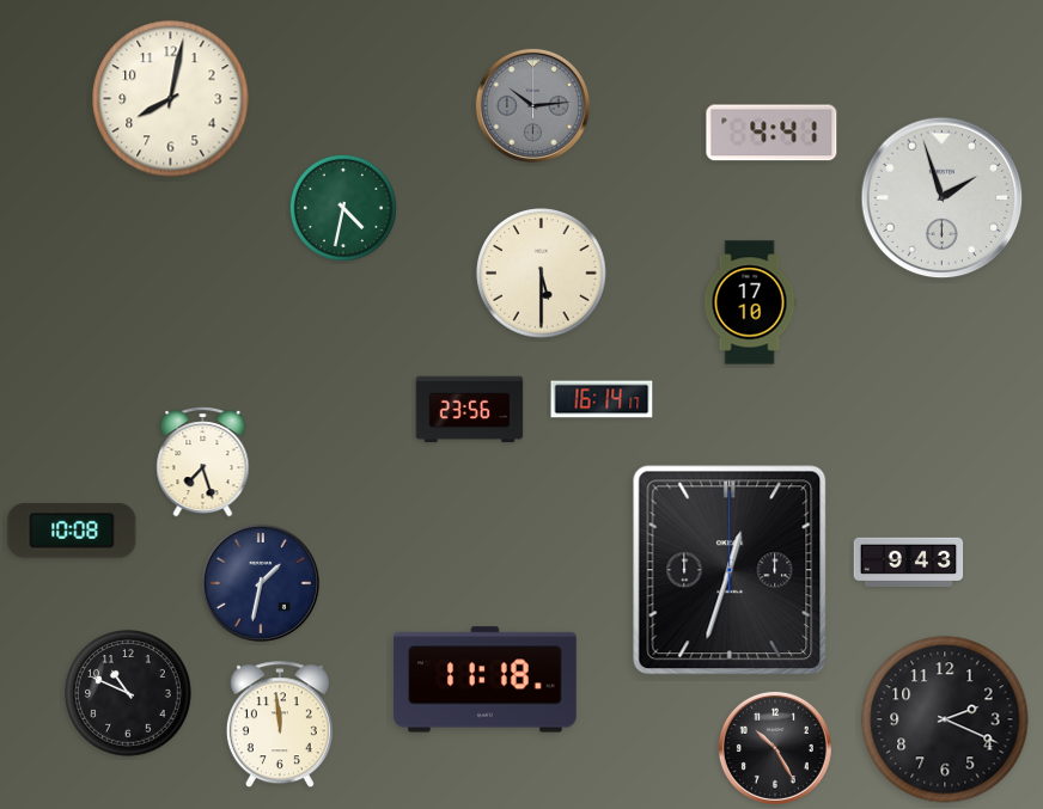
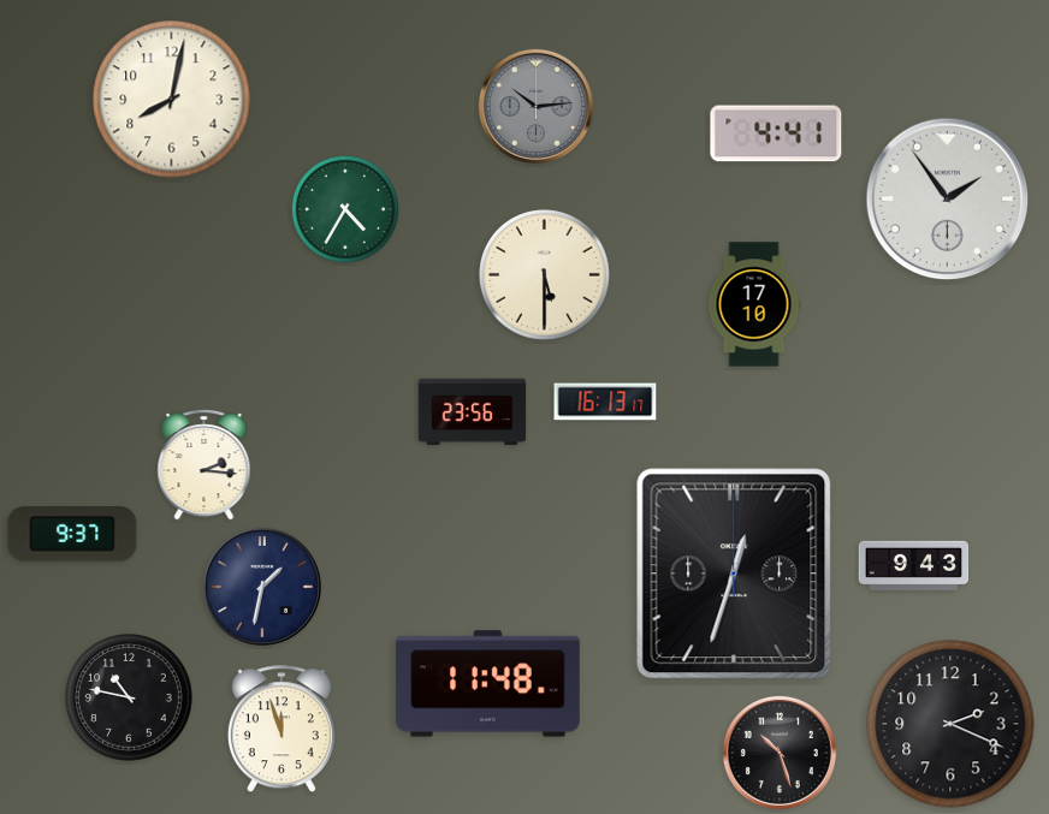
clock at (943, 198): 1:57 -> 1:54
clock at (343, 208): 4:32 -> 4:35
clock at (602, 399): 16:14 -> 16:13
clock at (203, 462): 7:27 -> 2:16
clock at (72, 531): 10:08 -> 9:37
clock at (486, 680): 11:18 -> 11:48
clock at (129, 694): 10:49 -> 10:47
clock at (280, 725): 11:59 -> 11:57
clock at (775, 748): 10:25 -> 10:27
